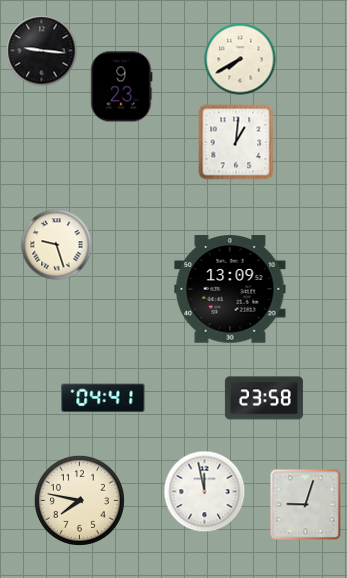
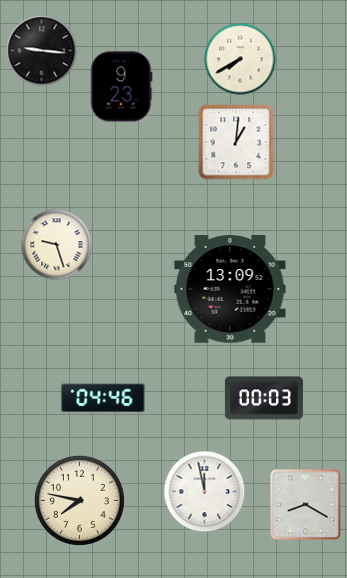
clock at (103, 398): 04:41 -> 04:46
clock at (264, 398): 23:58 -> 00:03
clock at (306, 505): 9:03 -> 8:20
